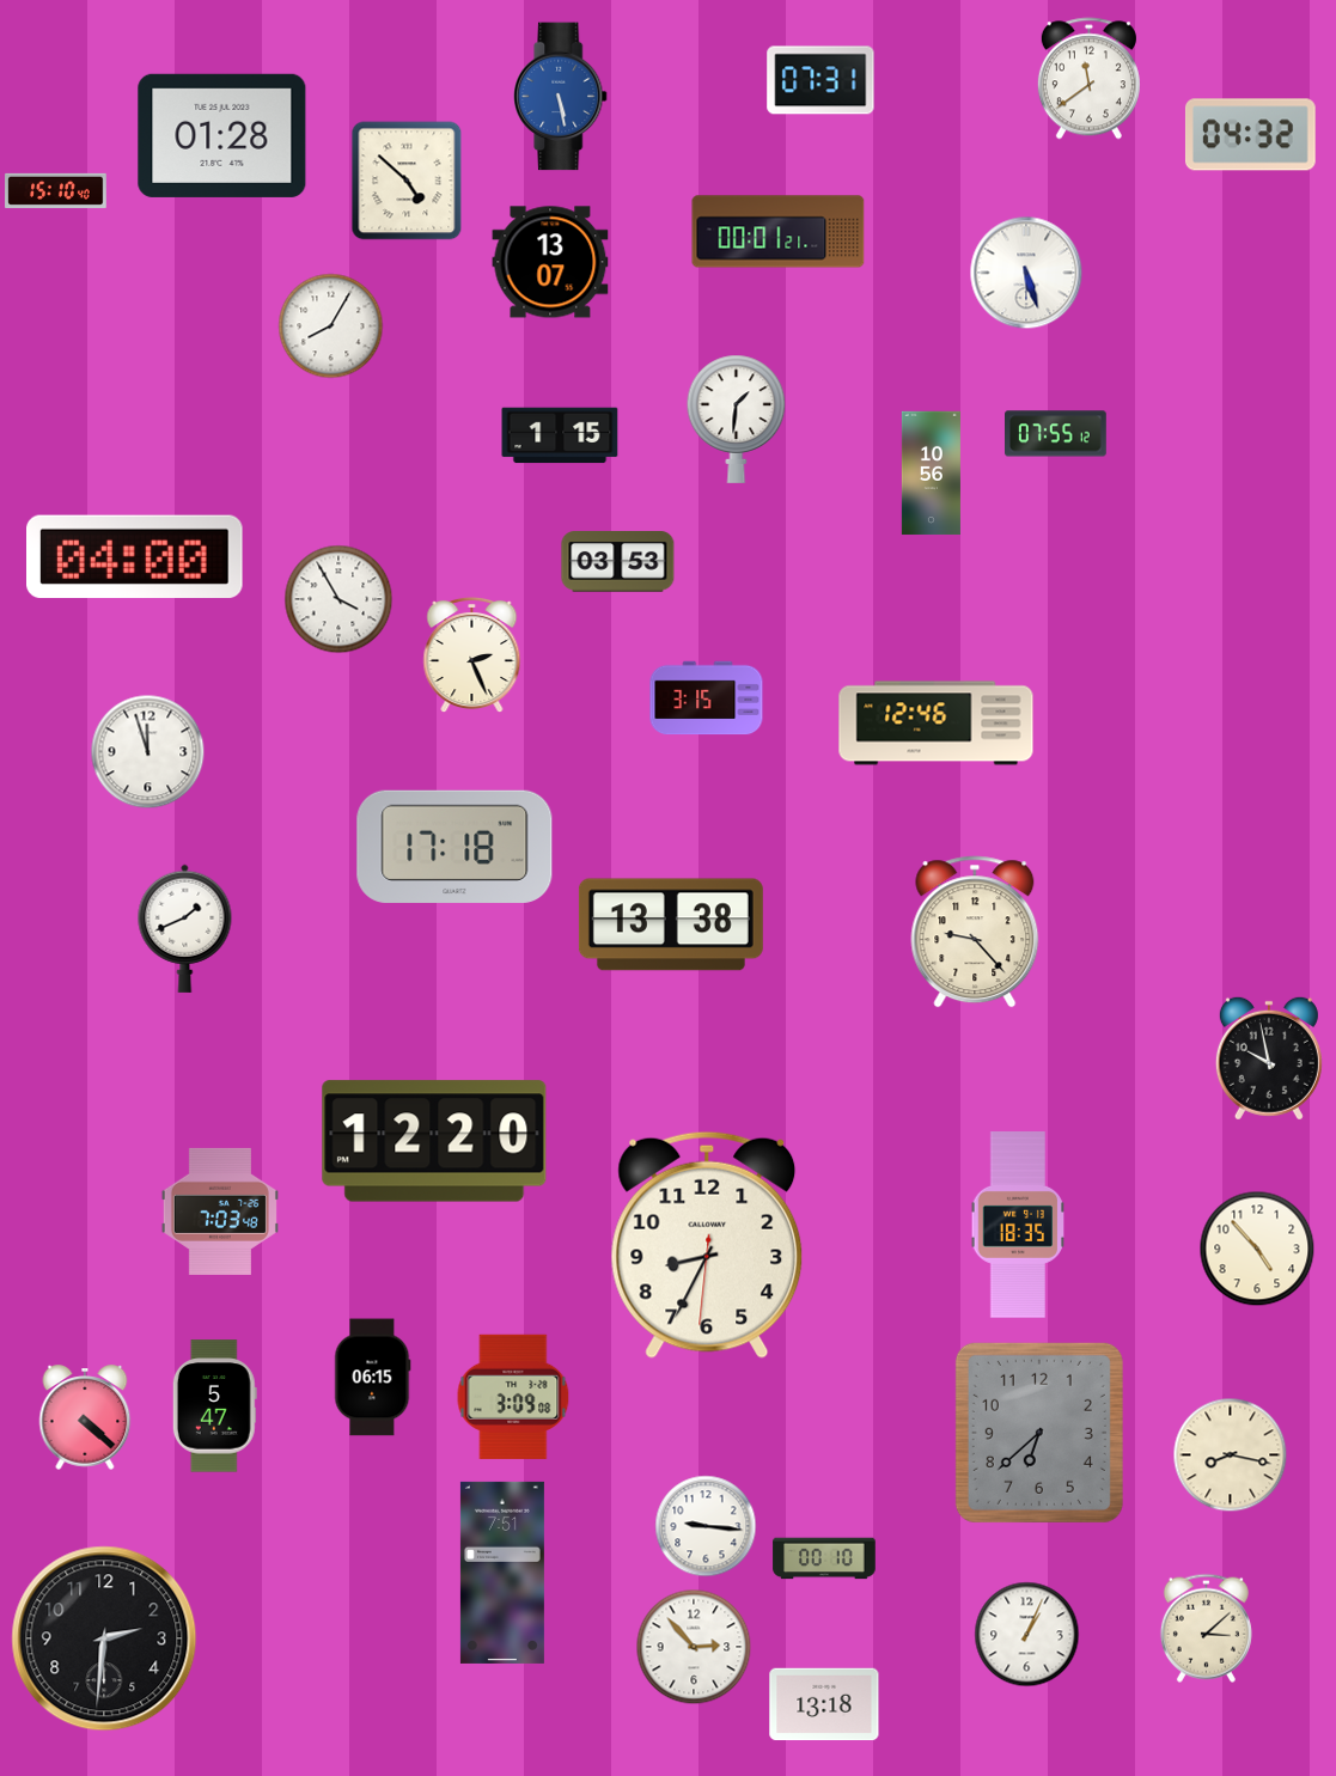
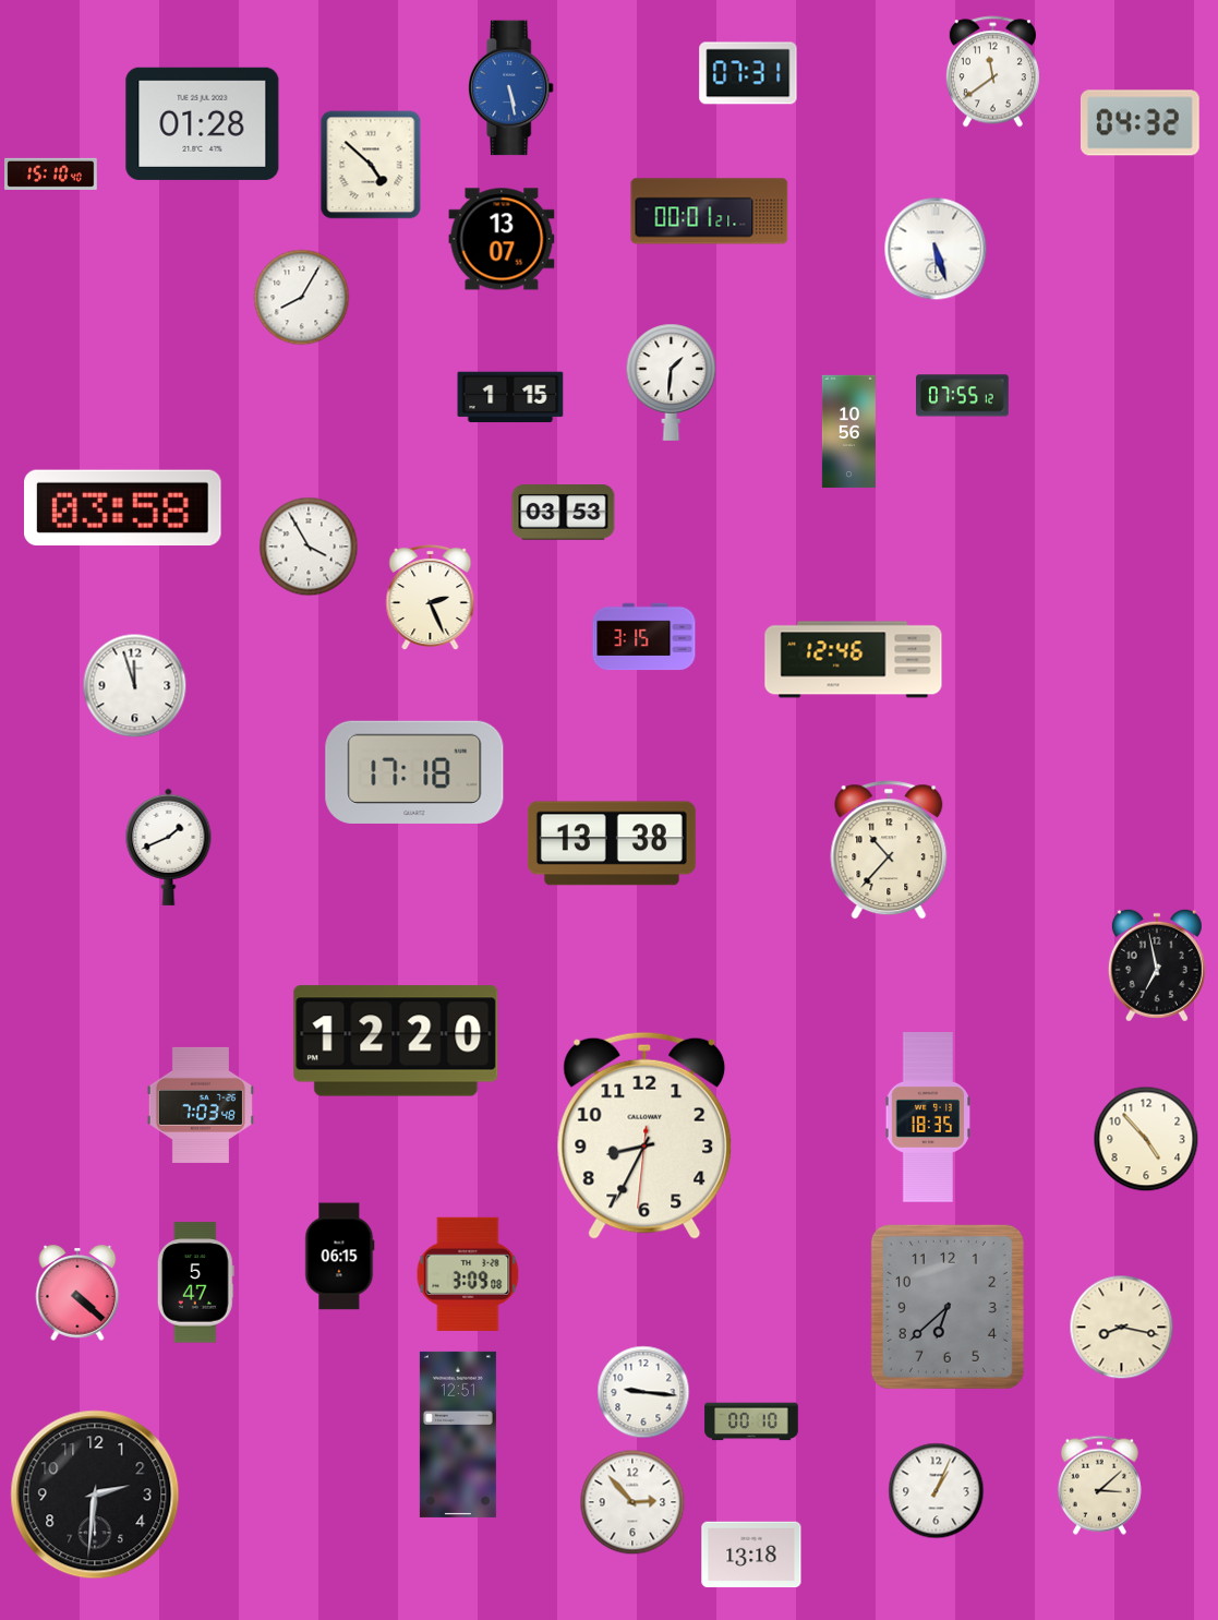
clock at (135, 556): 04:00 -> 03:58
clock at (975, 932): 9:23 -> 10:37
clock at (1269, 1058): 9:58 -> 6:58
clock at (502, 1573): 7:51 -> 12:51
